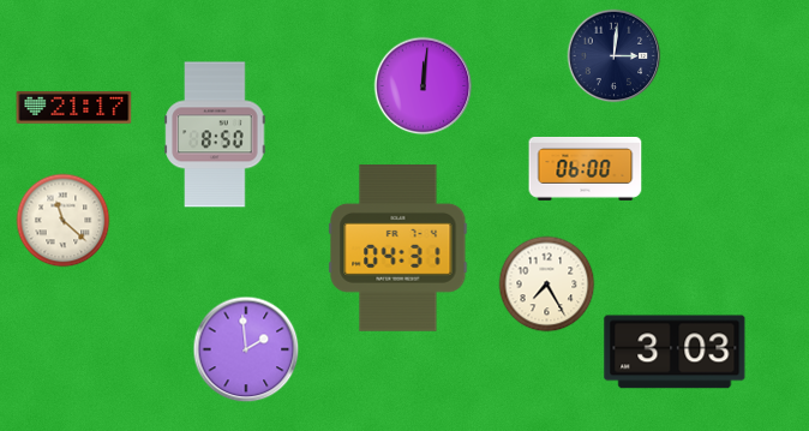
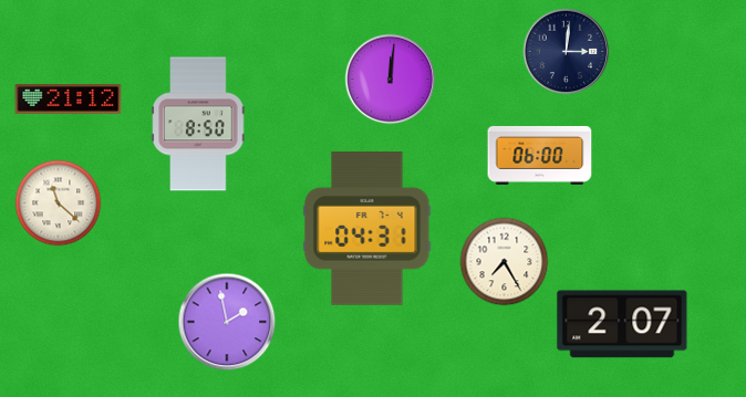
clock at (74, 108): 21:17 -> 21:12
clock at (246, 349): 1:59 -> 1:58
clock at (675, 352): 3:03 -> 2:07
